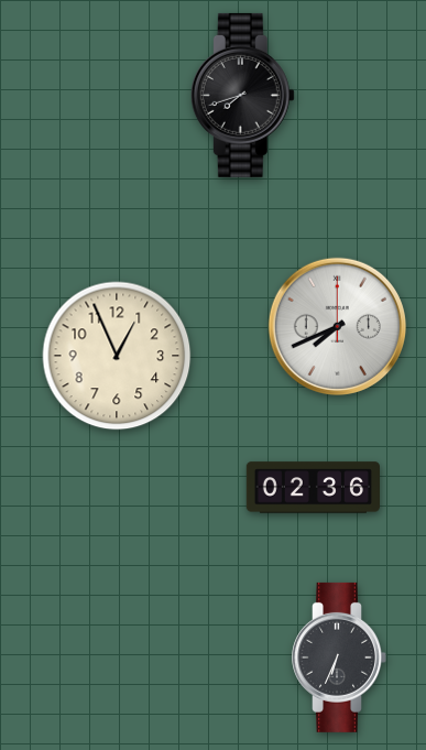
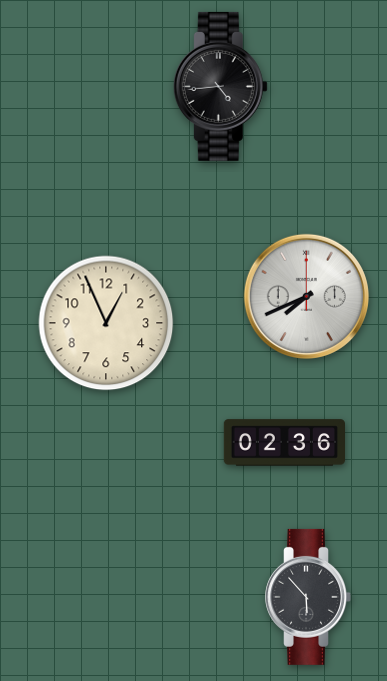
clock at (242, 95): 7:42 -> 4:44
clock at (339, 657): 6:34 -> 5:53
